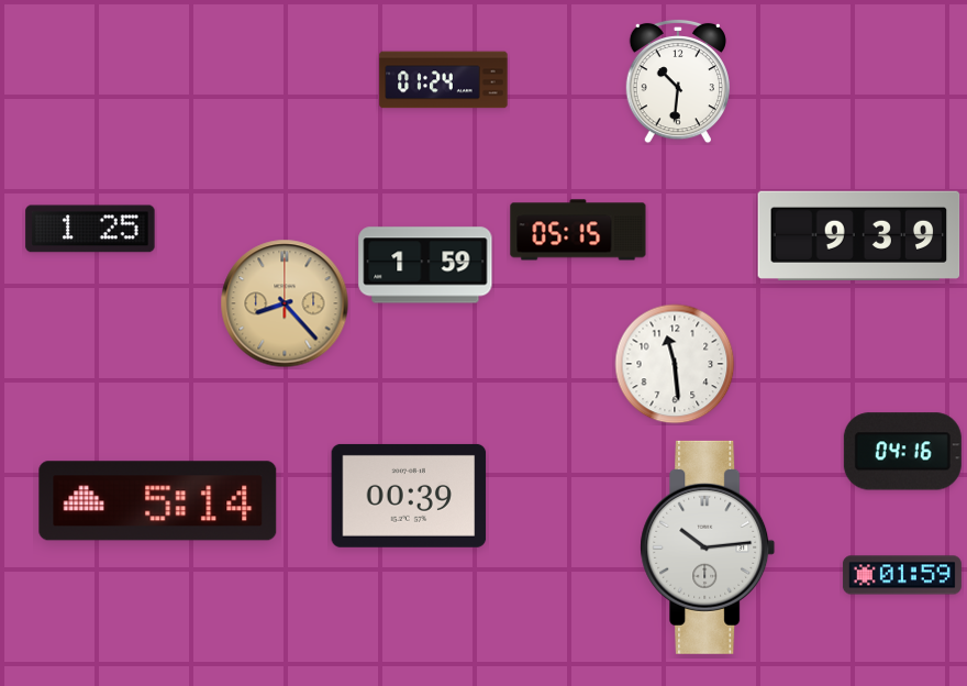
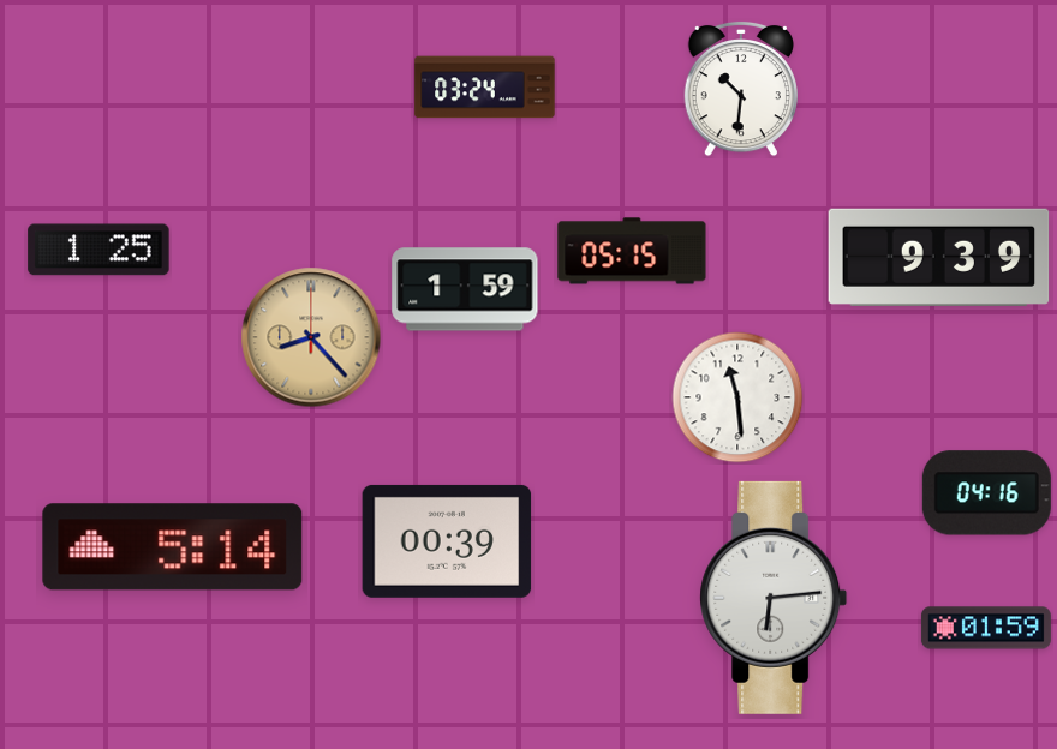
clock at (444, 80): 01:24 -> 03:24
clock at (285, 303) position: (285, 303) -> (311, 337)
clock at (708, 547): 10:14 -> 6:14
